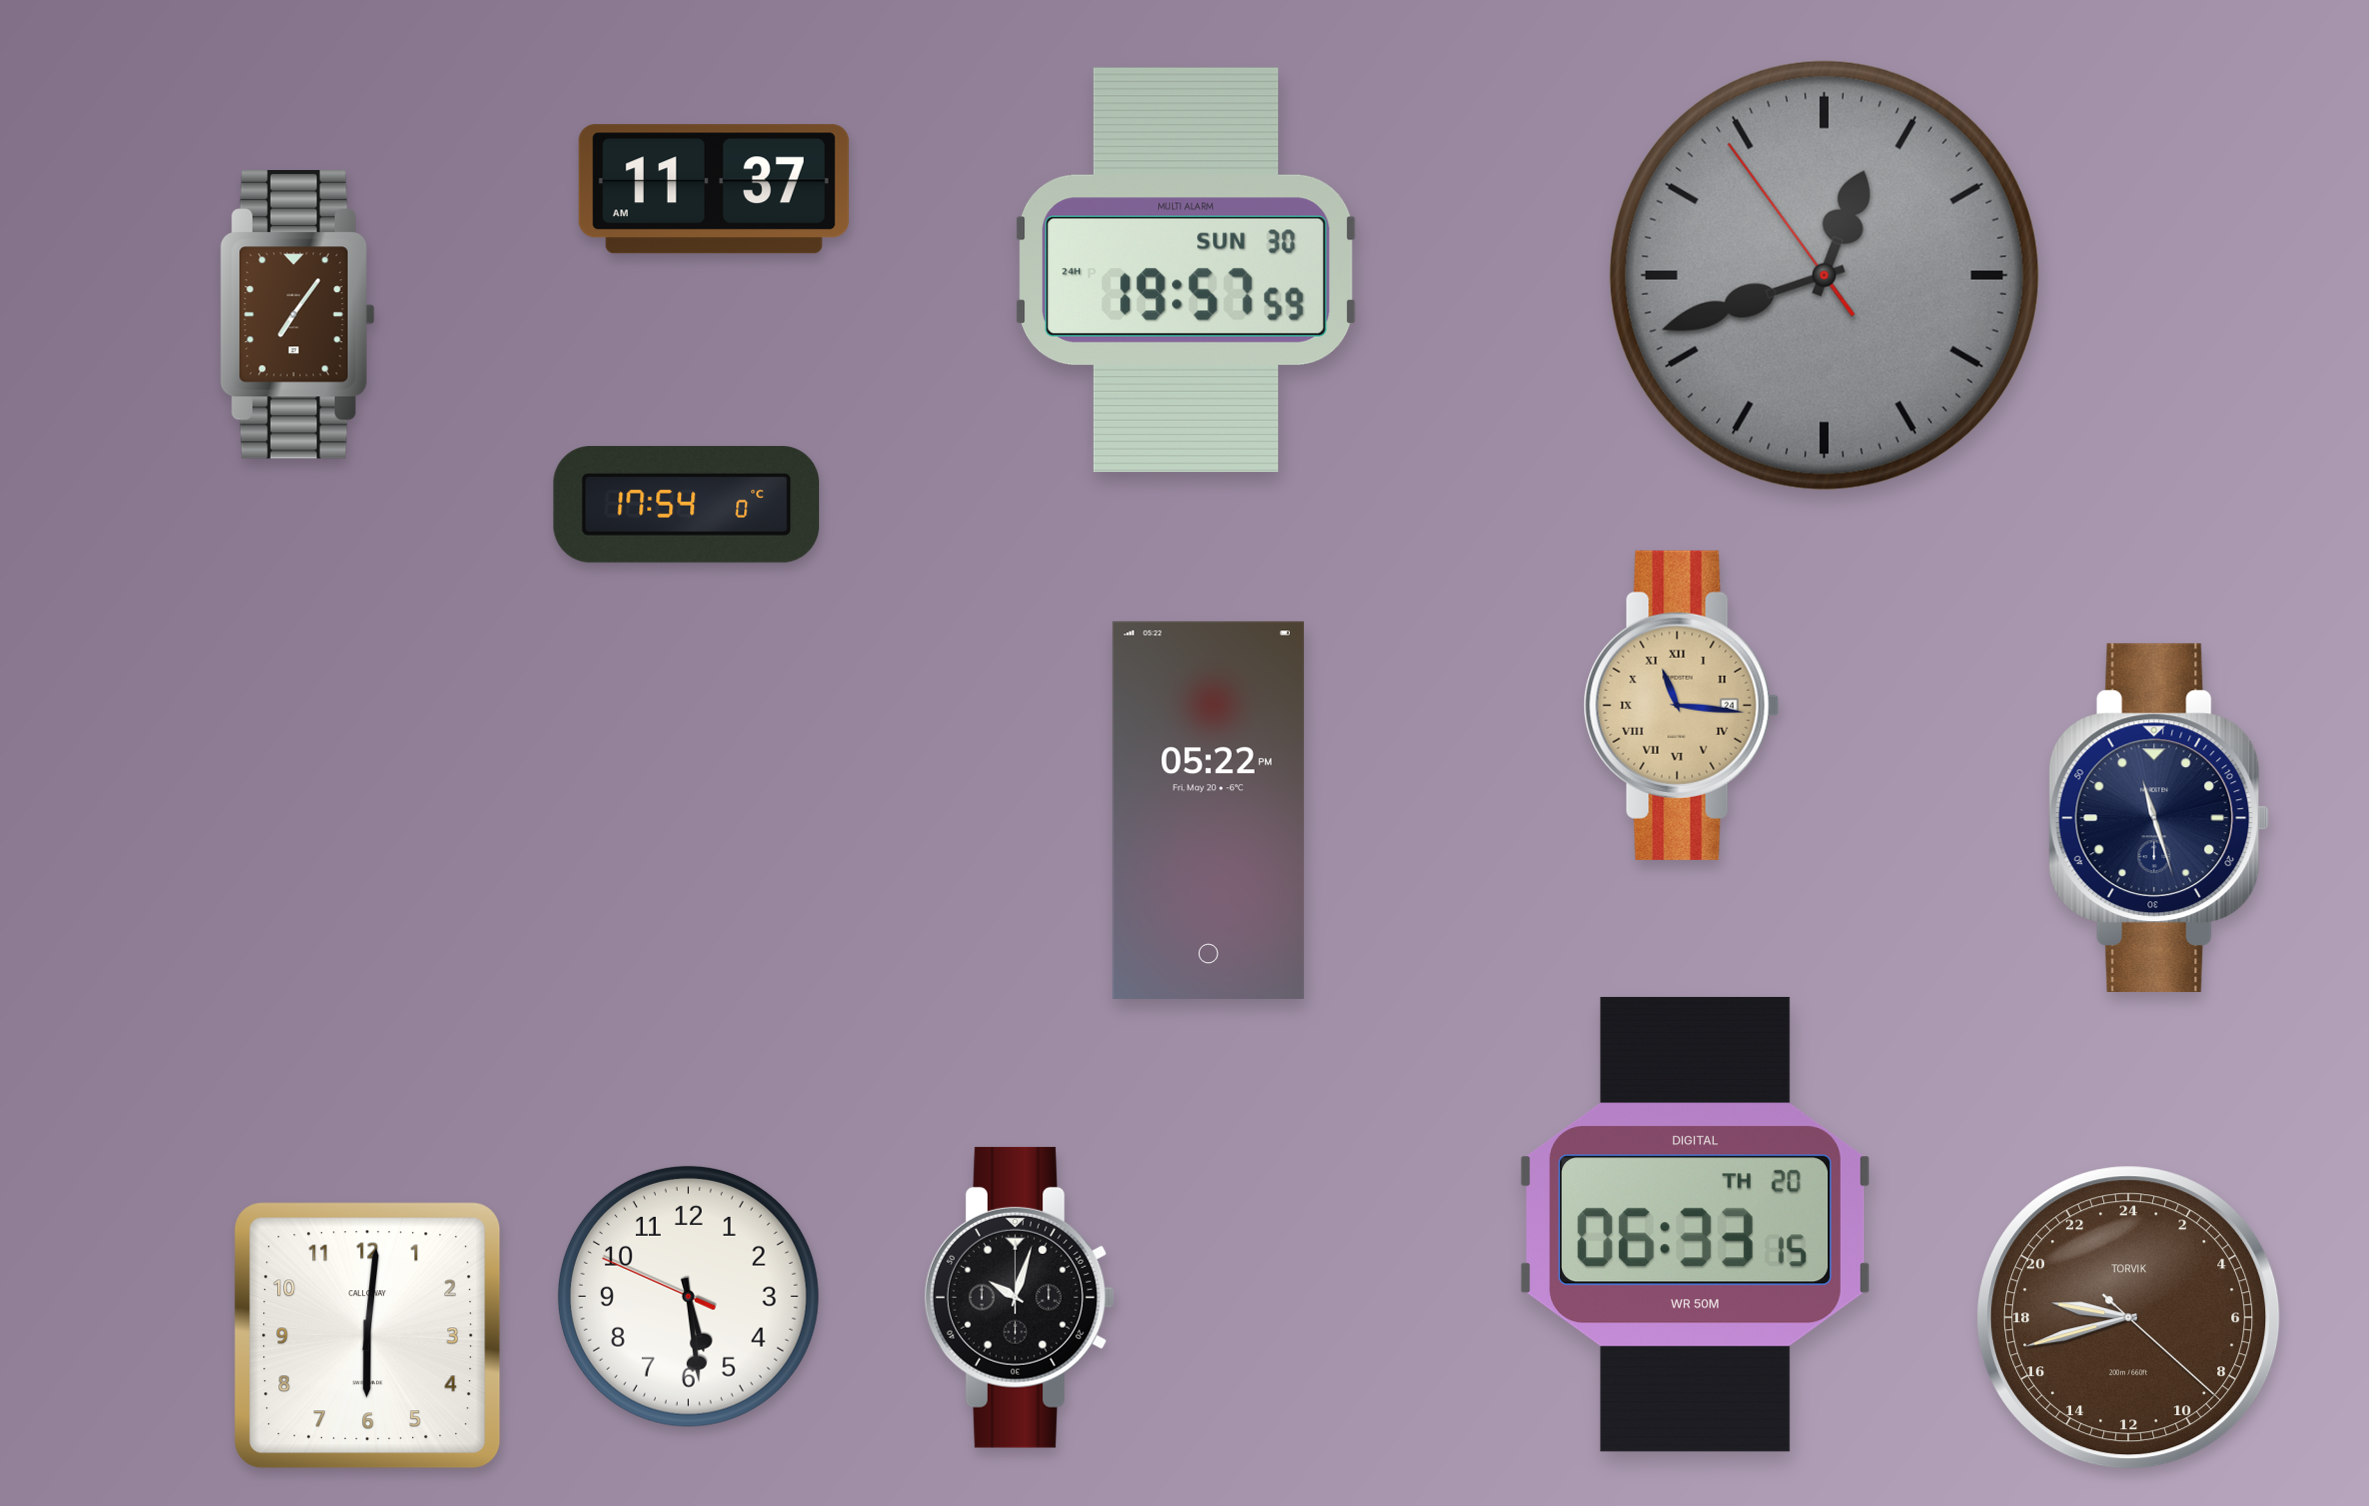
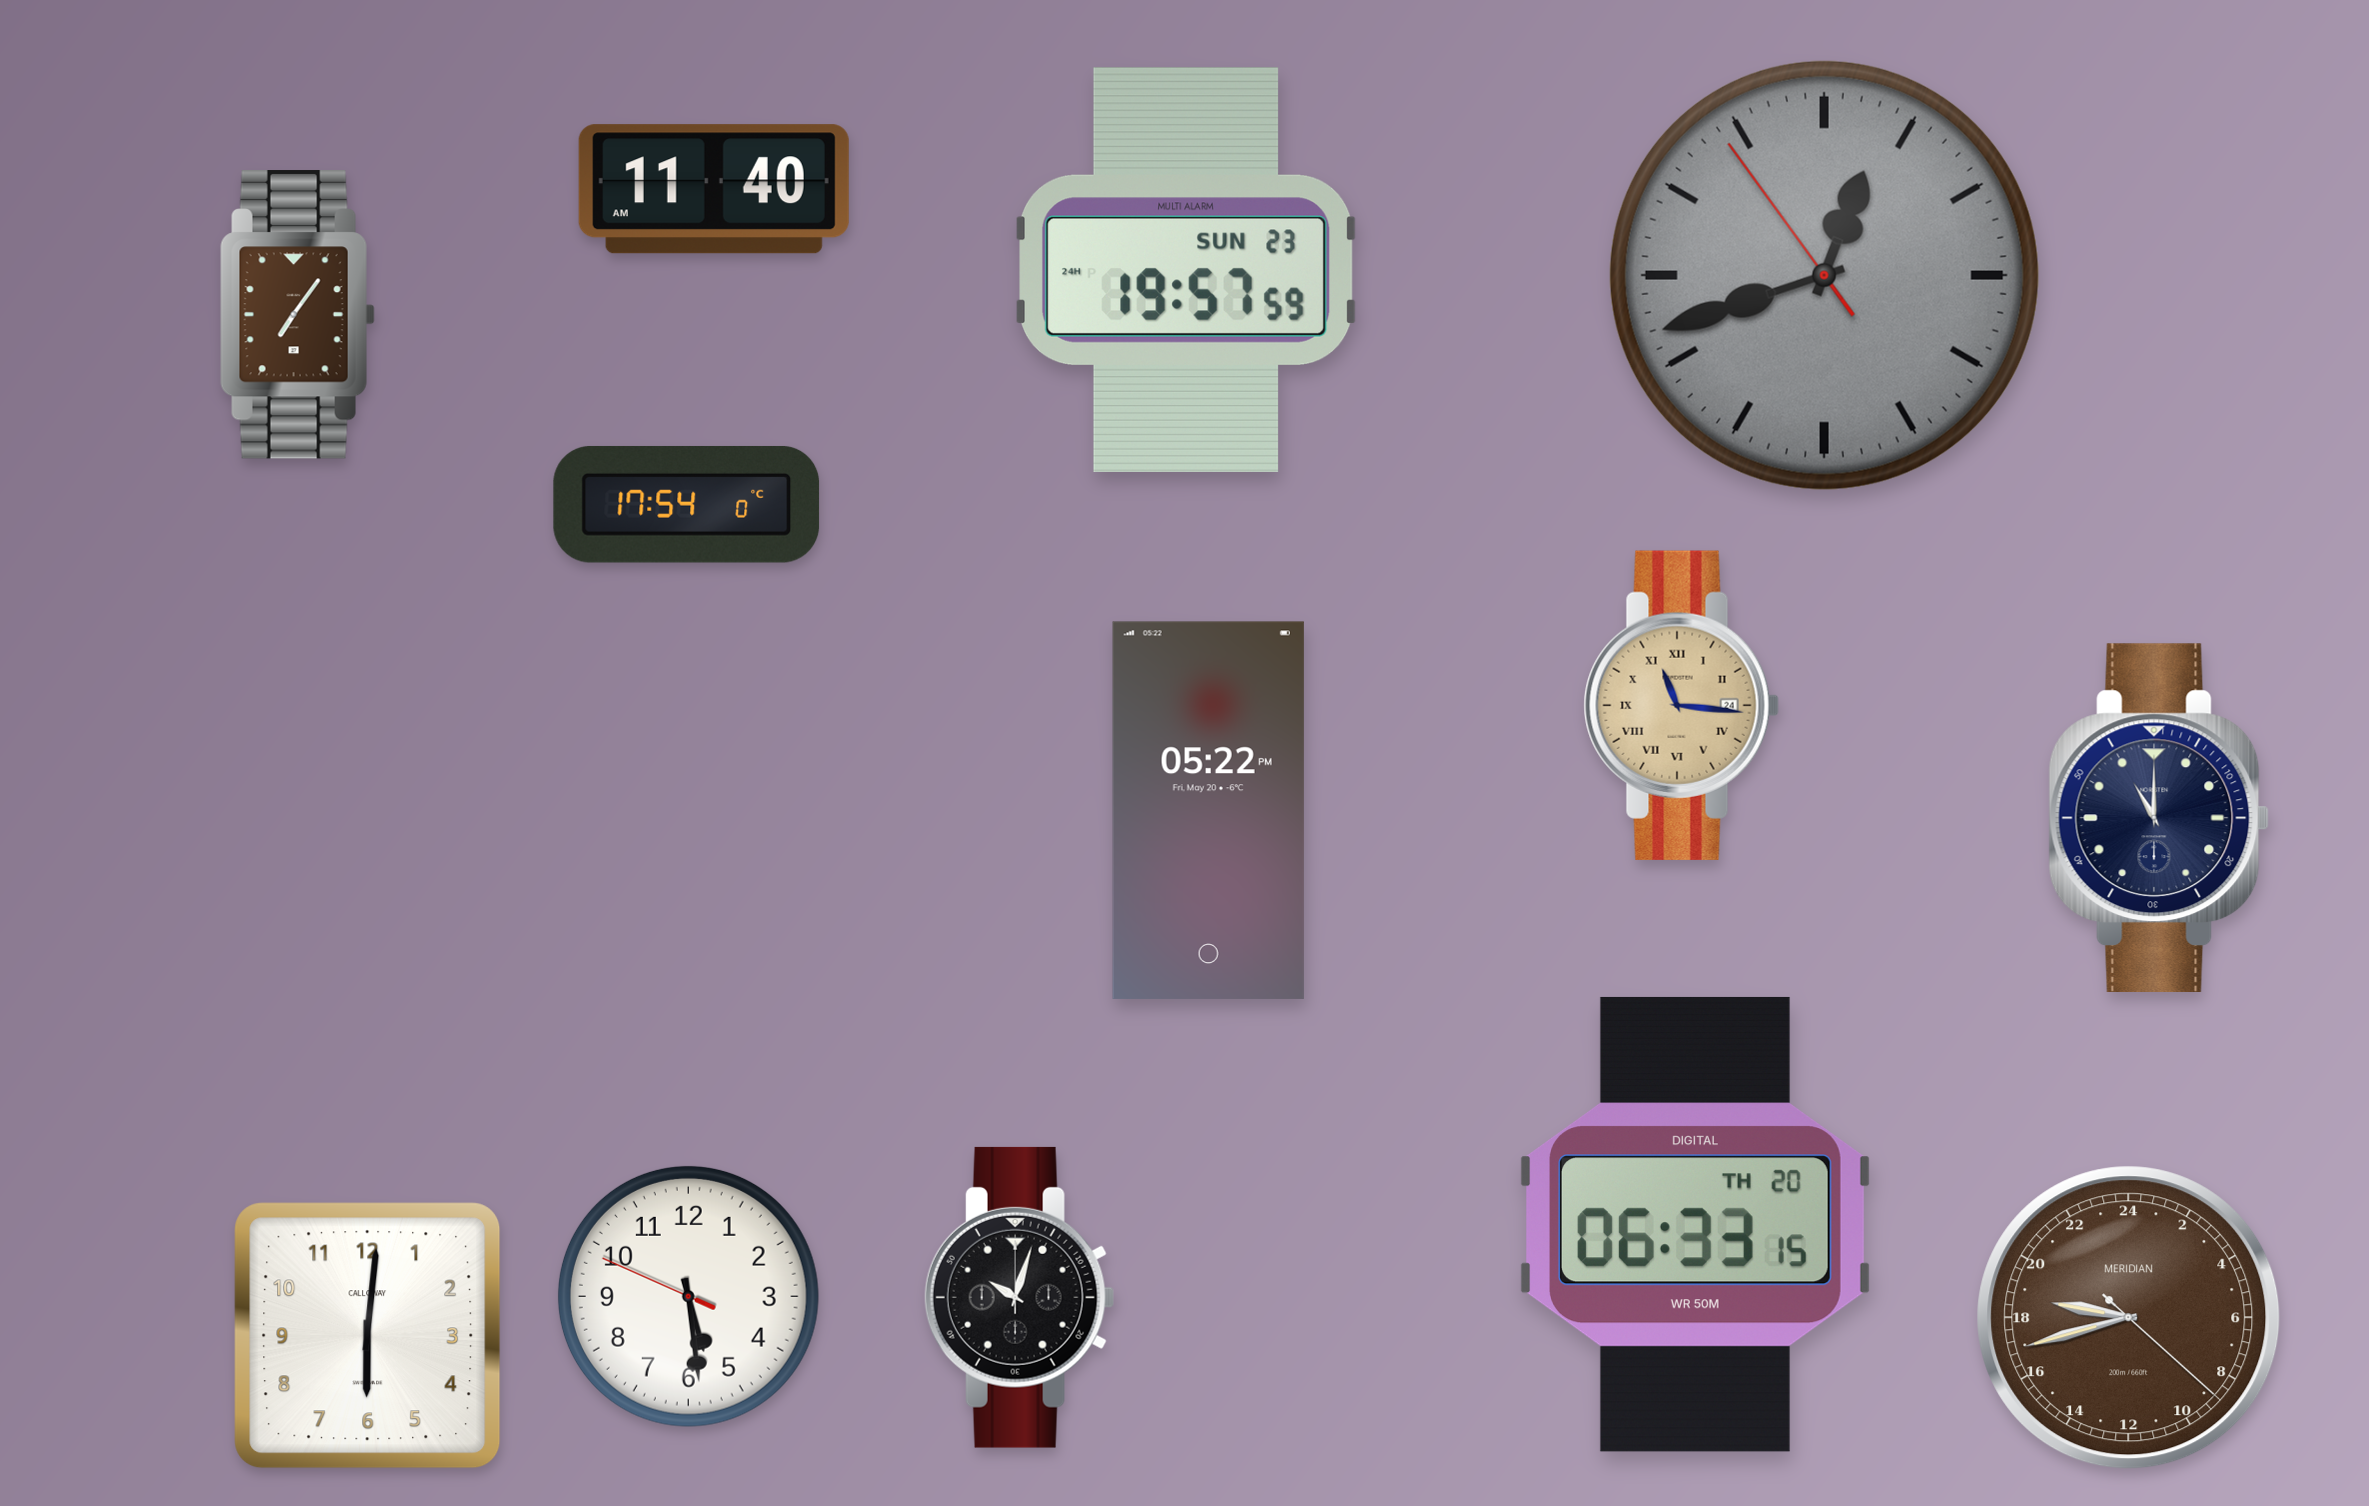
clock at (714, 189): 11:37 -> 11:40
clock at (1185, 270) date: SUN 30 -> SUN 23
clock at (2159, 817): 11:27 -> 11:00
clock at (2129, 1318) brand: TORVIK -> MERIDIAN
